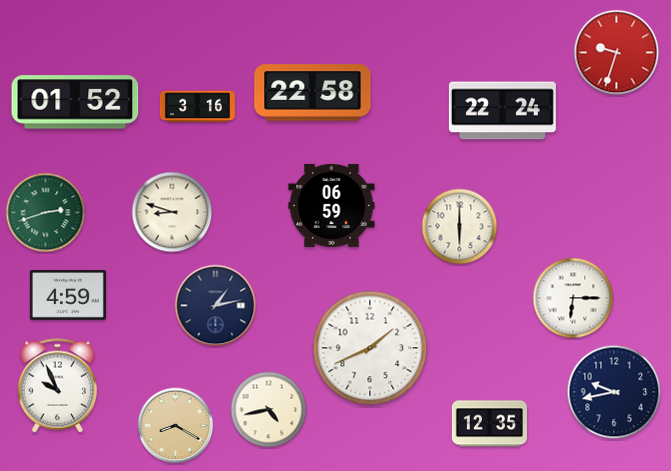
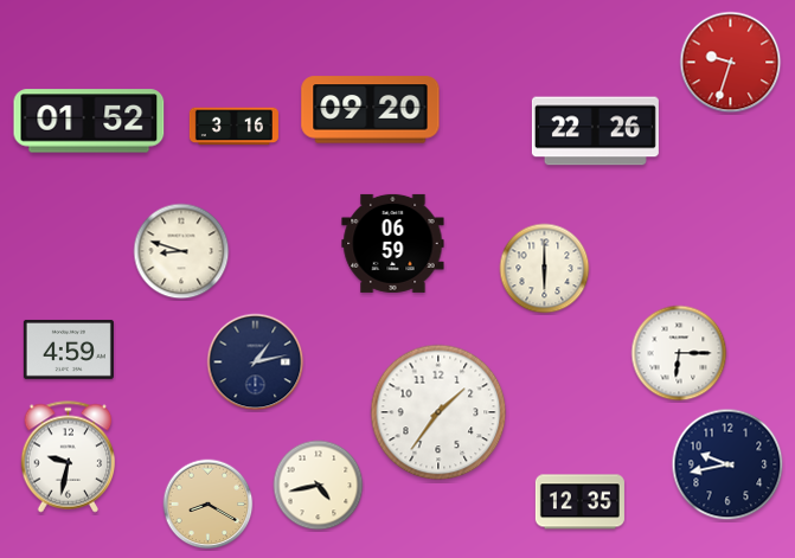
clock at (313, 93): 22:58 -> 09:20
clock at (502, 111): 22:24 -> 22:26
clock at (172, 212) position: (172, 212) -> (181, 251)
clock at (46, 213): 2:42 -> none
clock at (68, 295) position: (68, 295) -> (69, 349)
clock at (370, 348): 1:41 -> 1:36
clock at (58, 386): 9:56 -> 9:32
